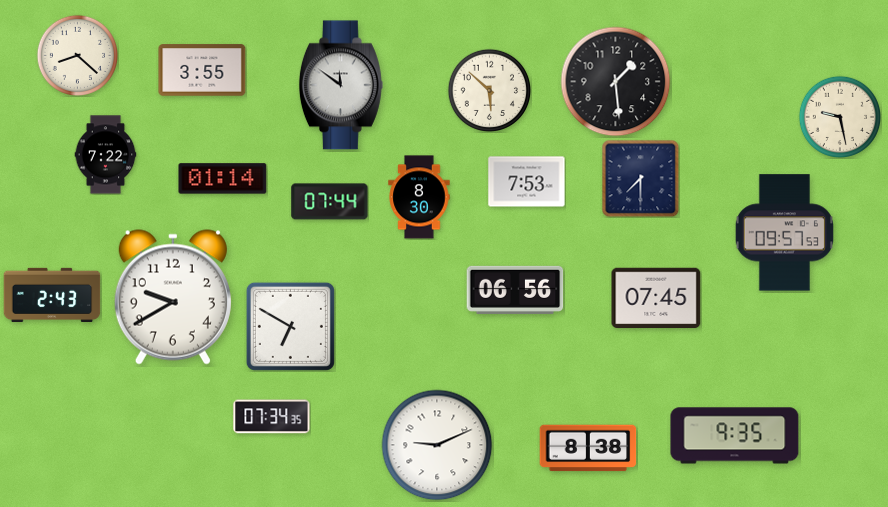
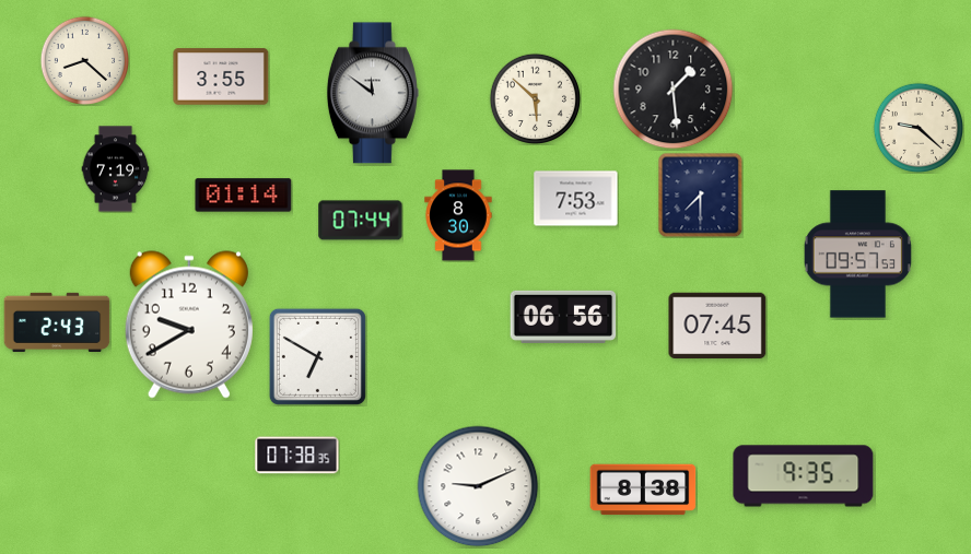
clock at (839, 116): 9:28 -> 9:22
clock at (106, 155): 7:22 -> 7:19
clock at (272, 417): 07:34 -> 07:38
